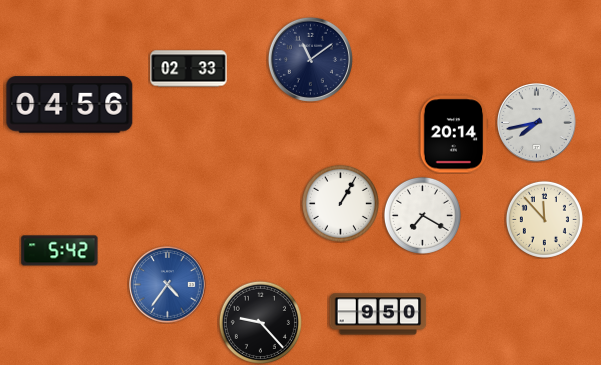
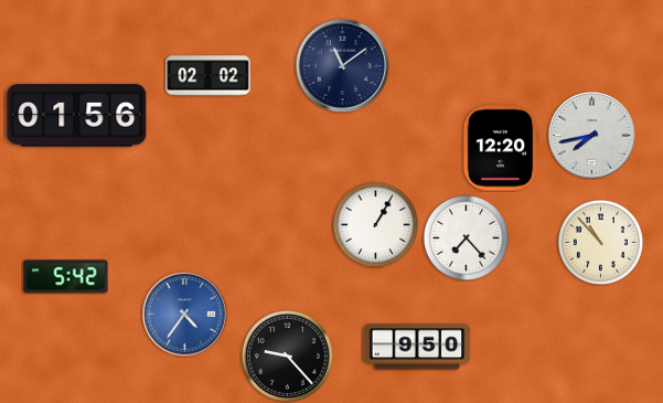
clock at (189, 69): 02:33 -> 02:02
clock at (70, 105): 04:56 -> 01:56
clock at (454, 134): 20:14 -> 12:20
clock at (422, 215): 7:20 -> 7:23
clock at (544, 219): 11:53 -> 10:53
